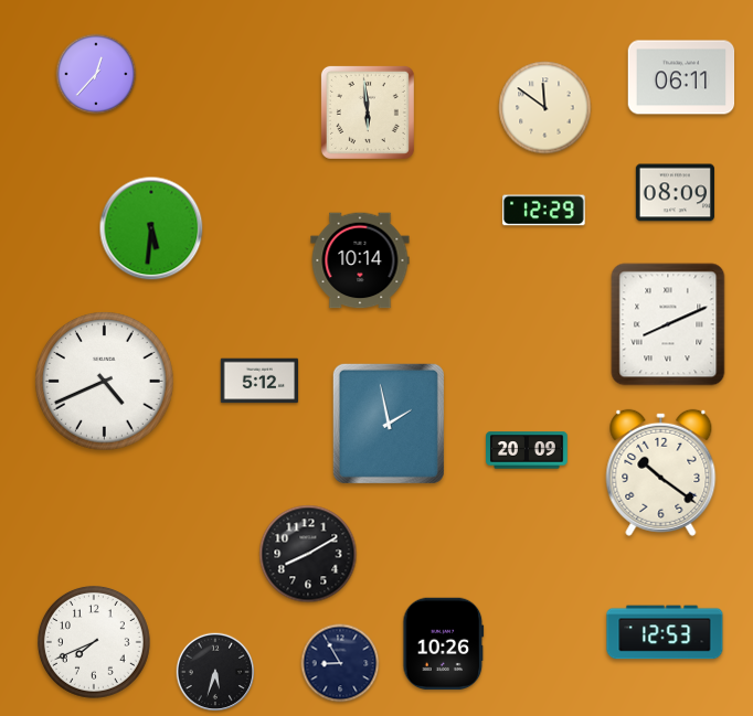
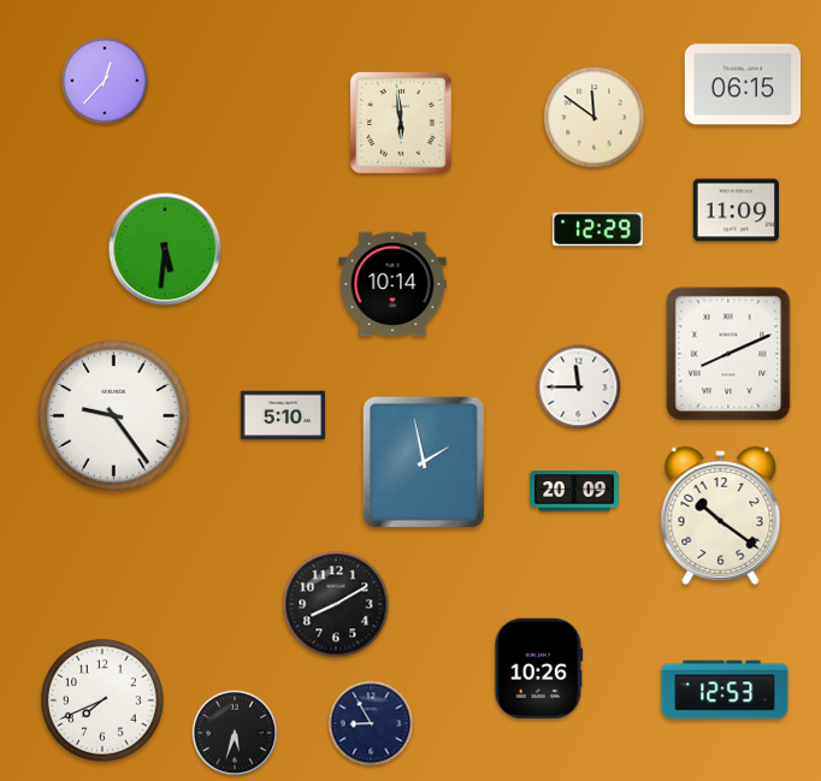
clock at (681, 77): 06:11 -> 06:15
clock at (675, 193): 08:09 -> 11:09
clock at (544, 211) position: (544, 211) -> (598, 230)
clock at (579, 387): none -> 11:45
clock at (259, 381): 5:12 -> 5:10
clock at (105, 382): 4:41 -> 9:24
clock at (444, 644) position: (444, 644) -> (539, 669)
